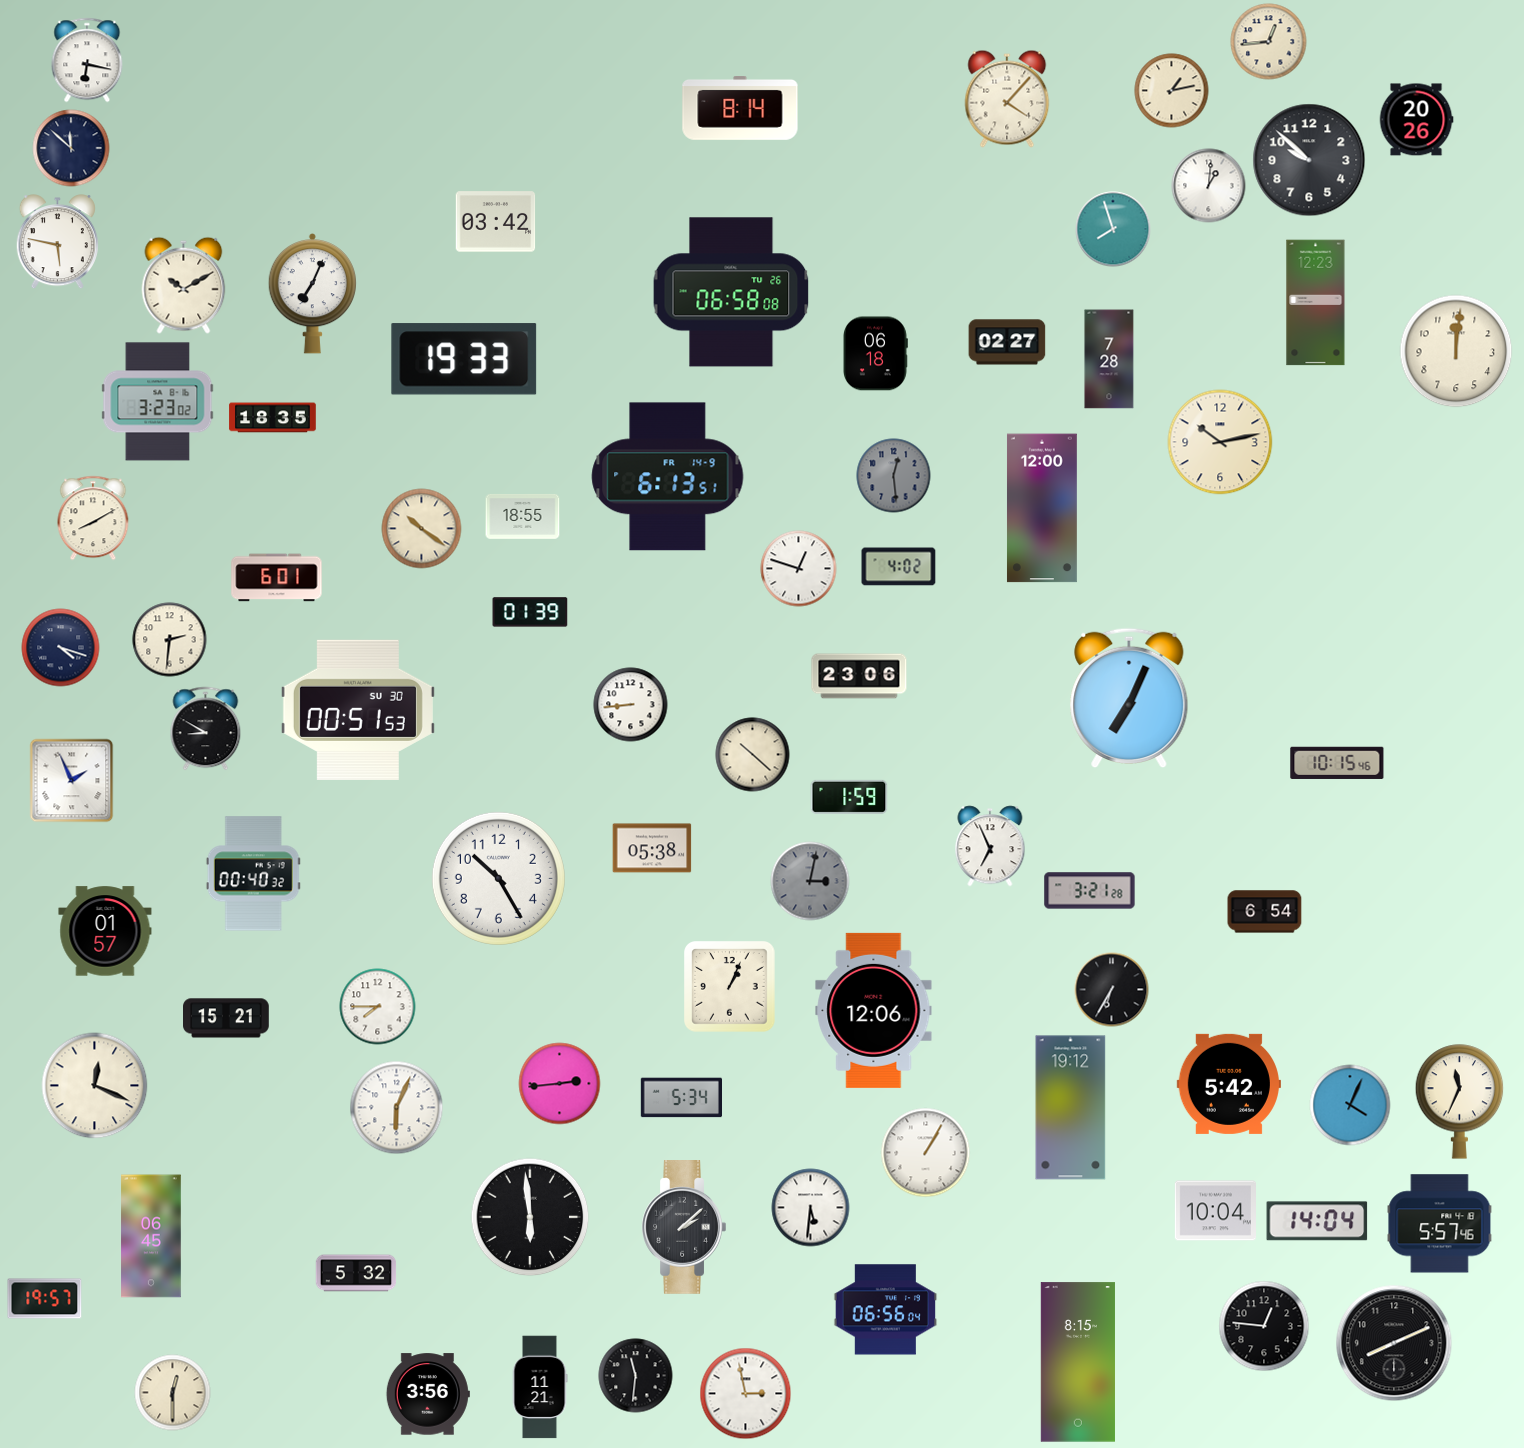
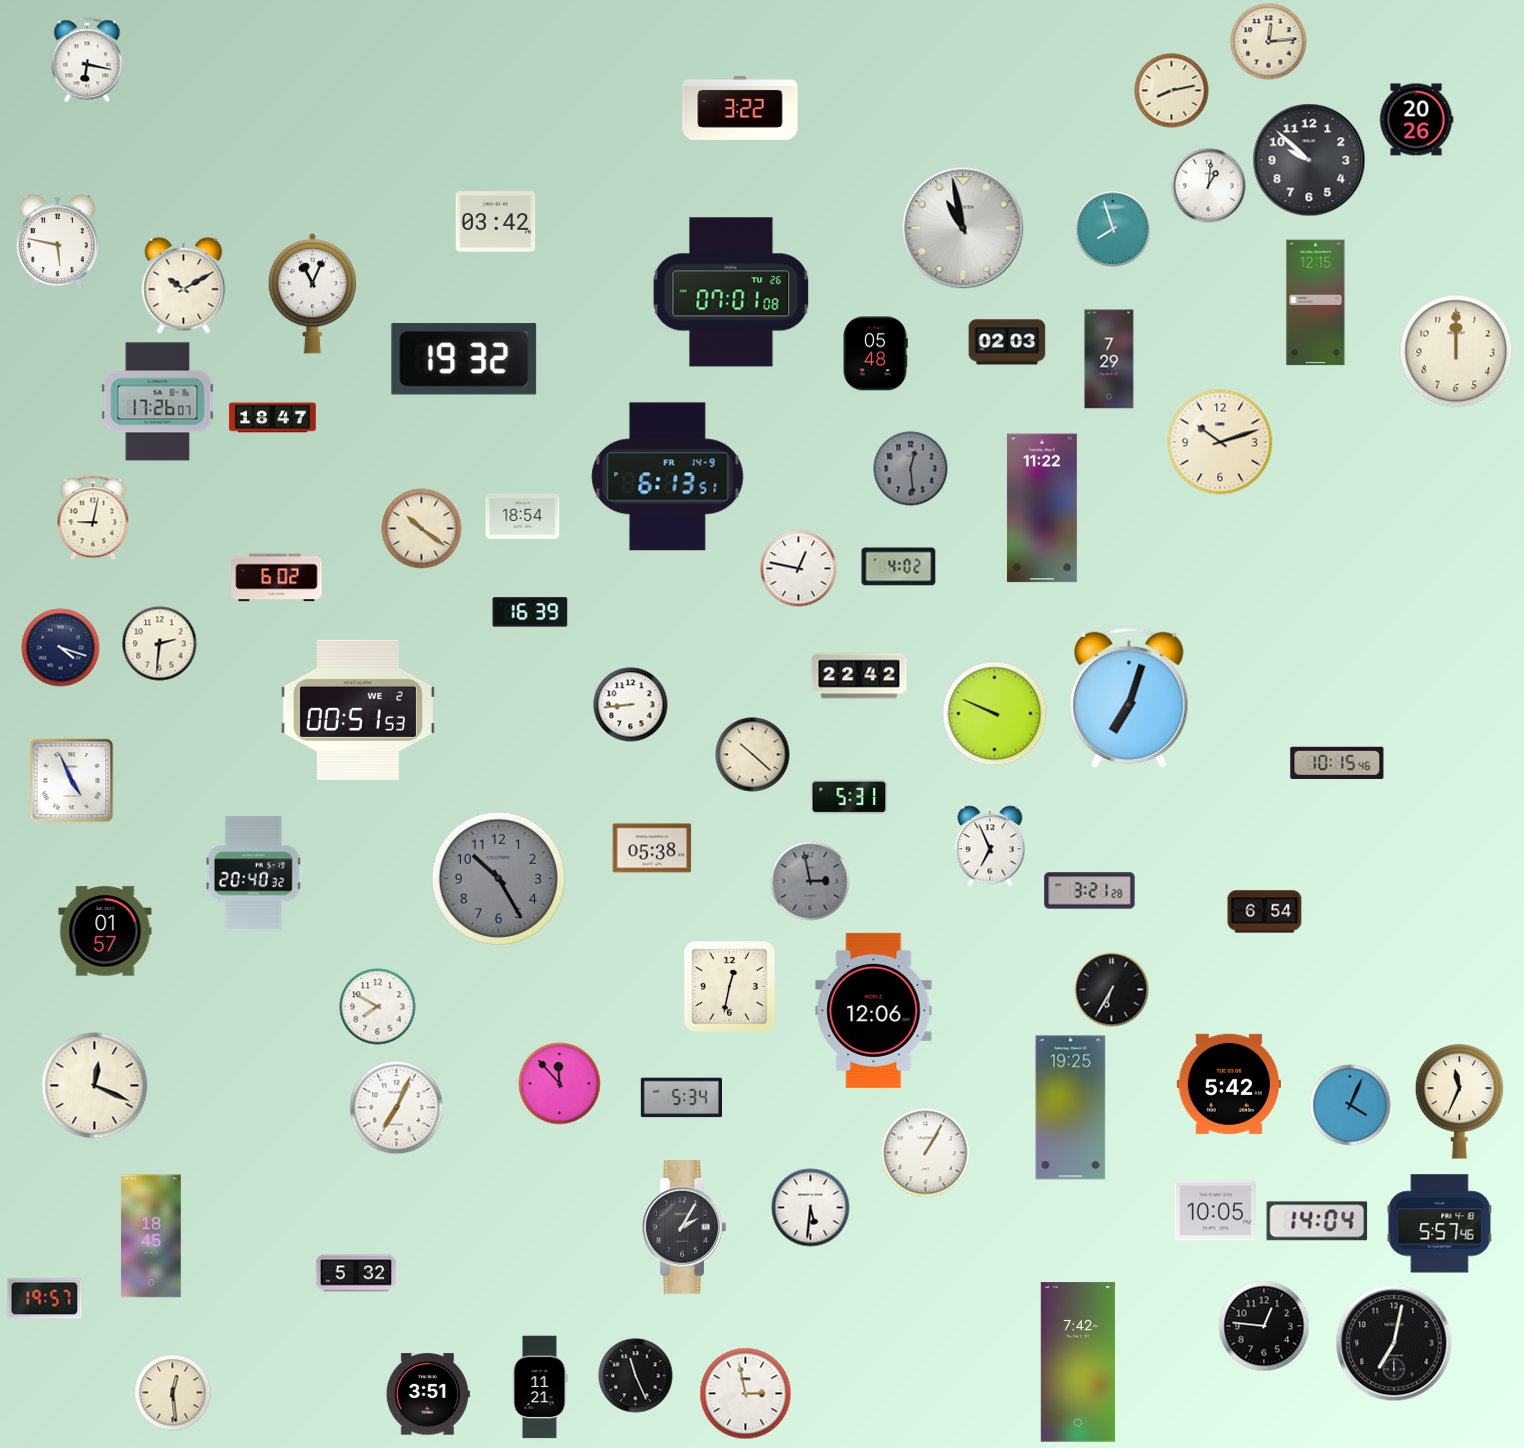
clock at (1269, 42): 12:44 -> 12:14
clock at (1172, 91): 1:13 -> 8:13
clock at (1007, 99): 4:07 -> none
clock at (740, 109): 8:14 -> 3:22
clock at (71, 148): 11:52 -> none
clock at (963, 228): none -> 10:58
clock at (731, 292): 06:58 -> 07:01
clock at (312, 294): 7:04 -> 11:04
clock at (1316, 303): 12:23 -> 12:15
clock at (1007, 342): 02:27 -> 02:03
clock at (1456, 351): 12:01 -> 12:00
clock at (876, 354): 06:18 -> 05:48
clock at (464, 359): 19:33 -> 19:32
clock at (1109, 359): 7:28 -> 7:29
clock at (158, 402): 3:23 -> 17:26
clock at (273, 418): 18:35 -> 18:47
clock at (1220, 442): 10:13 -> 10:12
clock at (894, 476) position: (894, 476) -> (911, 469)
clock at (1042, 508): 12:00 -> 11:22
clock at (523, 516): 18:55 -> 18:54
clock at (93, 518): 8:10 -> 9:02
clock at (799, 569): 12:48 -> 12:47
clock at (277, 578): 6:01 -> 6:02
clock at (530, 612): 01:39 -> 16:39
clock at (170, 640) position: (170, 640) -> (160, 644)
clock at (859, 676): 23:06 -> 22:42
clock at (1129, 698): 7:04 -> 7:03
clock at (358, 710) date: SU 30 -> WE 2
clock at (995, 714): none -> 9:49
clock at (206, 729): 8:50 -> none
clock at (72, 781): 1:56 -> 4:56
clock at (849, 797): 1:59 -> 5:31
clock at (253, 874): 00:40 -> 20:40
clock at (498, 878) dial: white -> grey
clock at (810, 881): 3:02 -> 2:58
clock at (730, 987): 1:04 -> 12:32
clock at (378, 1007): 7:45 -> 7:50
clock at (227, 1018): 15:21 -> none
clock at (560, 1084): 2:44 -> 11:53
clock at (397, 1108): 6:04 -> 7:04
clock at (1071, 1108): 19:12 -> 19:25
clock at (1215, 1211): 10:04 -> 10:05
clock at (530, 1217): 5:59 -> none
clock at (684, 1228): 2:08 -> 2:05
clock at (151, 1236): 06:45 -> 18:45
clock at (886, 1310): 06:56 -> none
clock at (1394, 1343): 8:11 -> 7:02
clock at (1077, 1362): 8:15 -> 7:42
clock at (636, 1376): 11:31 -> 11:26
clock at (173, 1393): 12:30 -> 12:29
clock at (428, 1394): 3:56 -> 3:51
